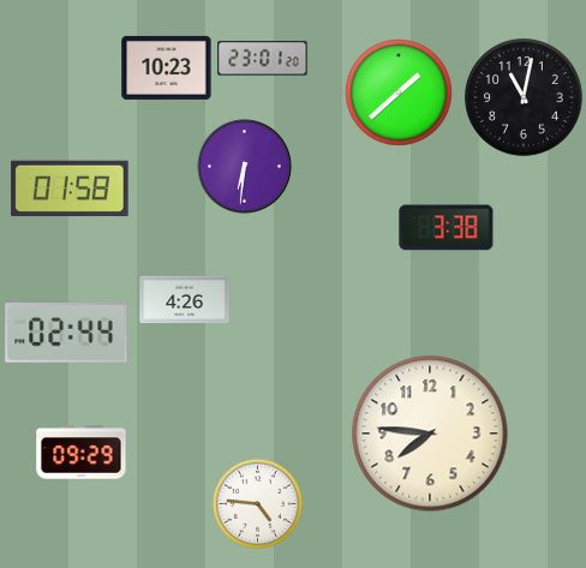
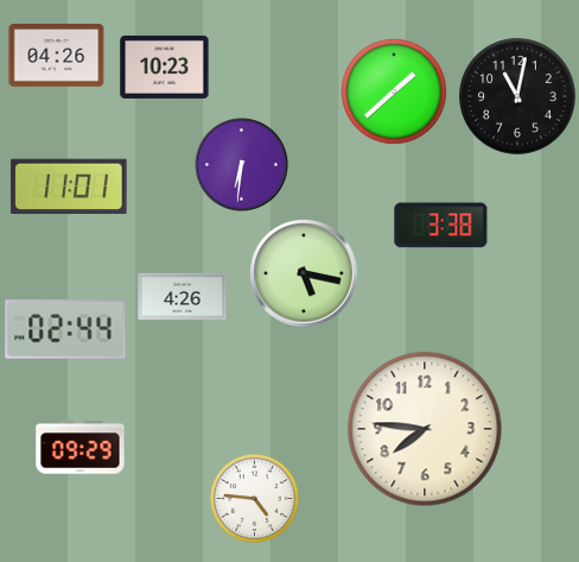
clock at (57, 56): none -> 04:26
clock at (263, 59): 23:01 -> none
clock at (70, 187): 01:58 -> 11:01
clock at (305, 274): none -> 5:17
